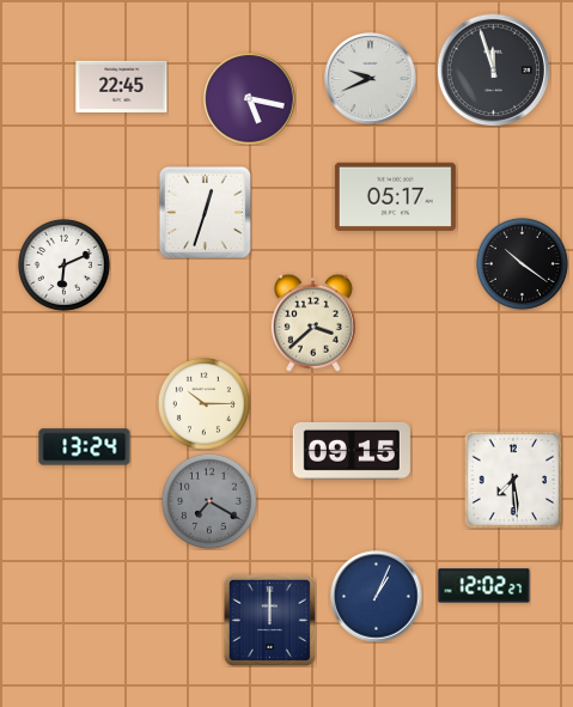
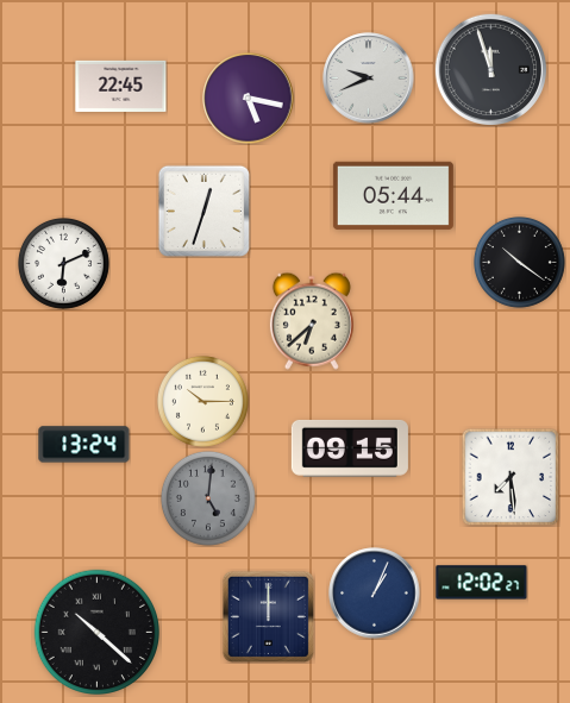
clock at (395, 196): 05:17 -> 05:44
clock at (313, 323): 3:38 -> 6:38
clock at (209, 501): 7:20 -> 5:01
clock at (96, 632): none -> 10:22
